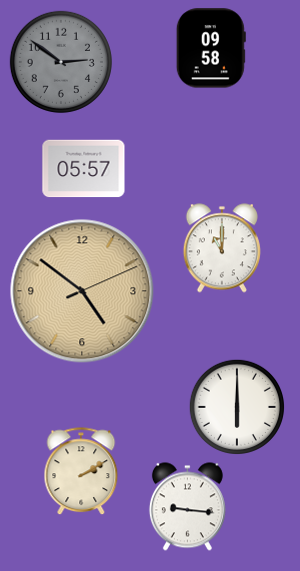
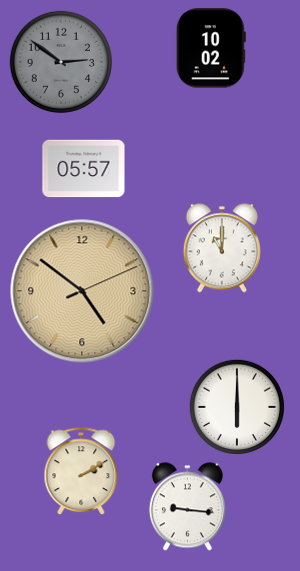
clock at (211, 48): 09:58 -> 10:02
